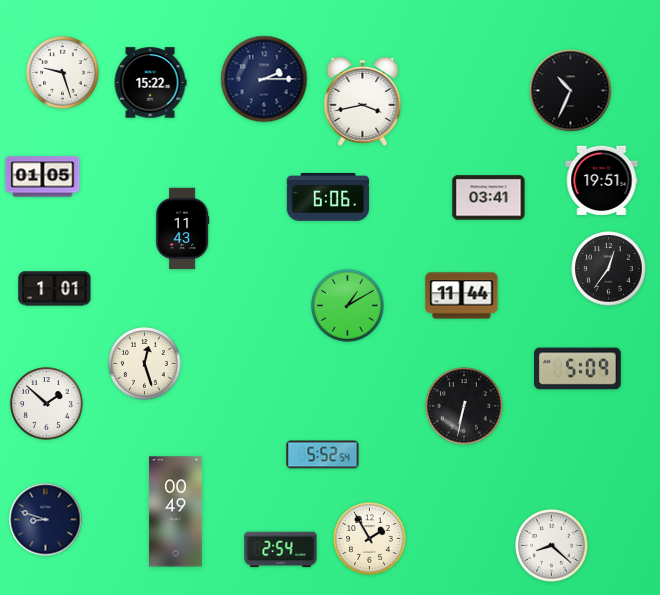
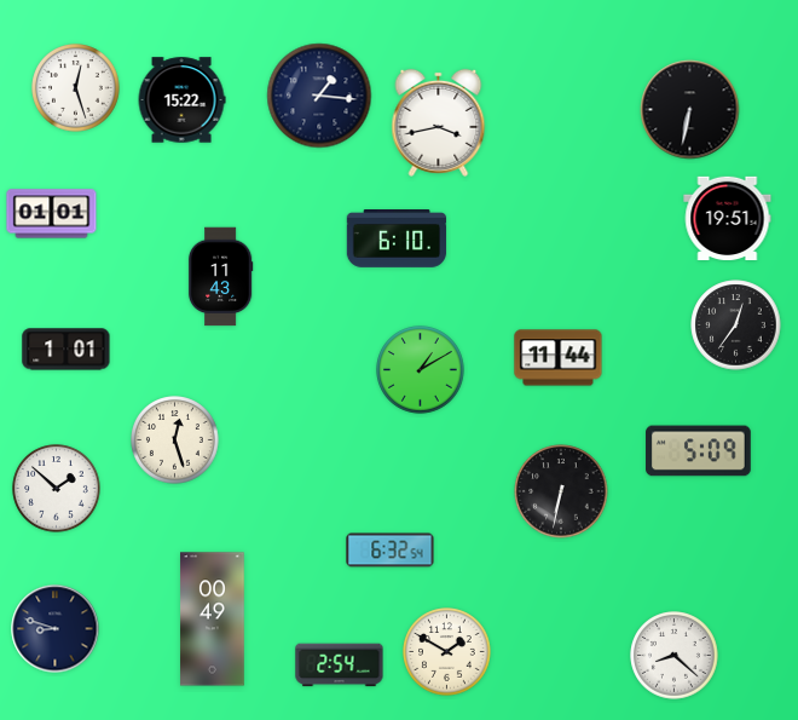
clock at (63, 73): 9:27 -> 12:27
clock at (264, 79): 2:15 -> 1:16
clock at (571, 91): 10:34 -> 6:32
clock at (43, 177): 01:05 -> 01:01
clock at (328, 198): 6:06 -> 6:10
clock at (489, 198): 03:41 -> none
clock at (578, 369) position: (578, 369) -> (699, 451)
clock at (323, 455): 5:52 -> 6:32
clock at (370, 539): 1:55 -> 1:50
clock at (552, 546) position: (552, 546) -> (675, 656)
